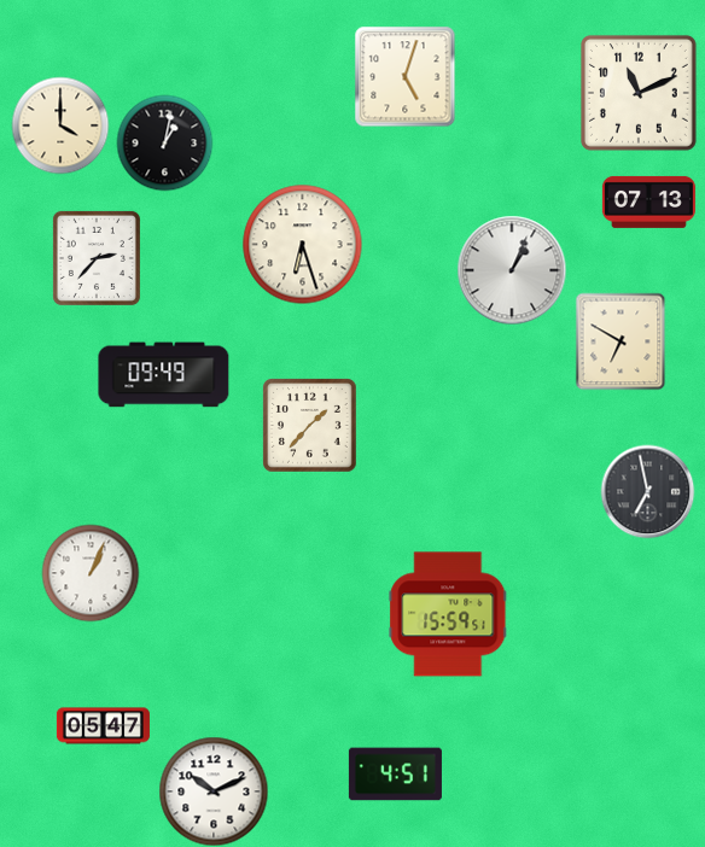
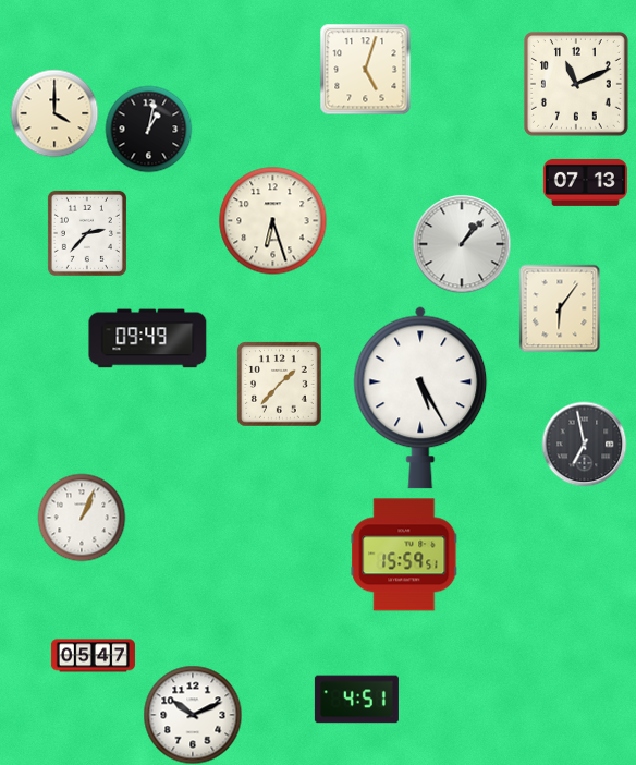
clock at (512, 270): 1:04 -> 1:07
clock at (620, 341): 6:50 -> 6:06
clock at (420, 398): none -> 5:25
